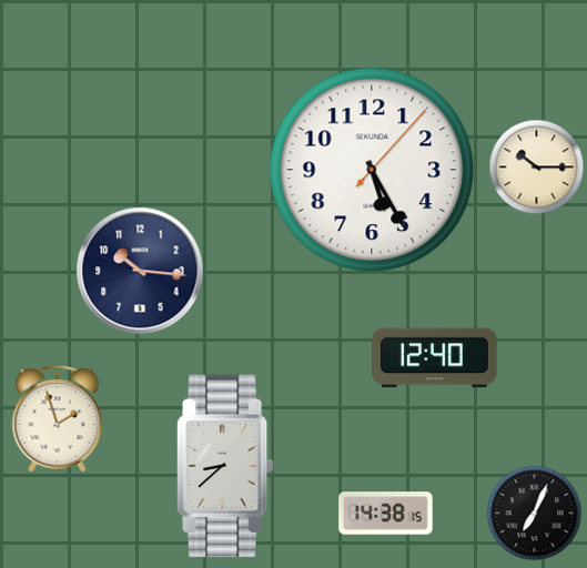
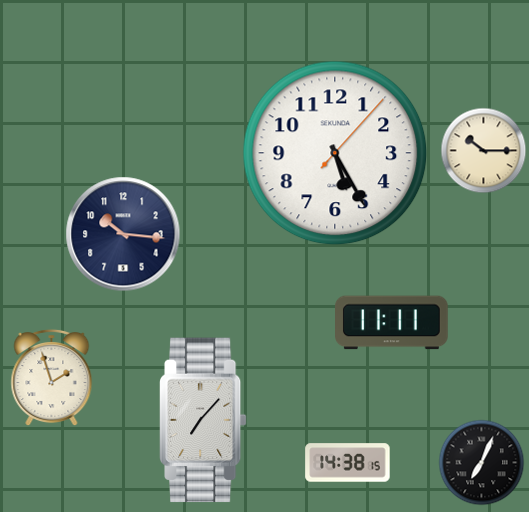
clock at (140, 271) position: (140, 271) -> (123, 234)
clock at (435, 358): 12:40 -> 11:11
clock at (226, 466): 8:38 -> 7:07
